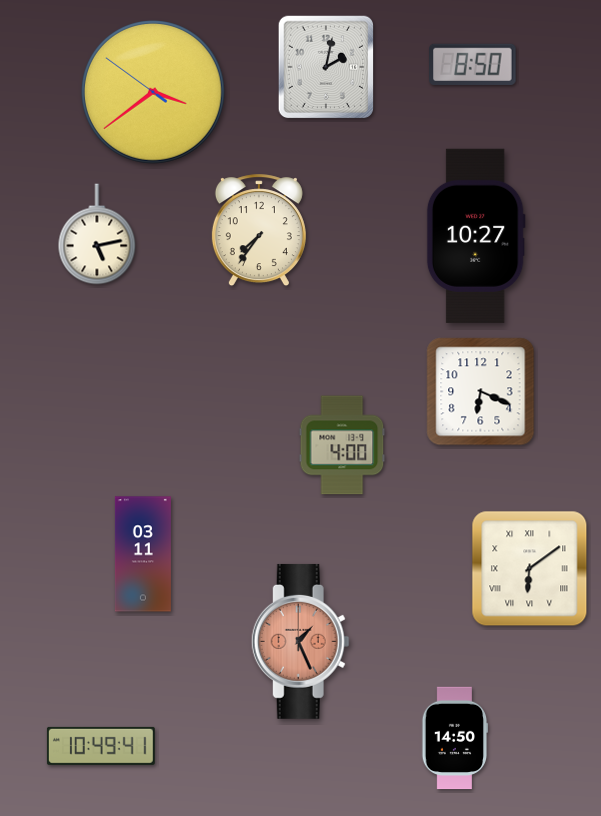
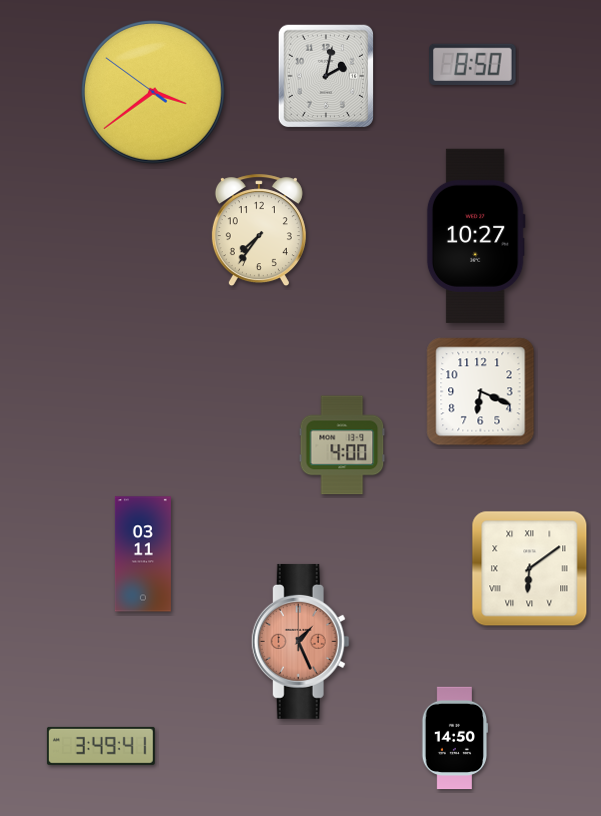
clock at (326, 67) position: (326, 67) -> (326, 76)
clock at (97, 234): 5:13 -> none
clock at (101, 746): 10:49 -> 3:49
